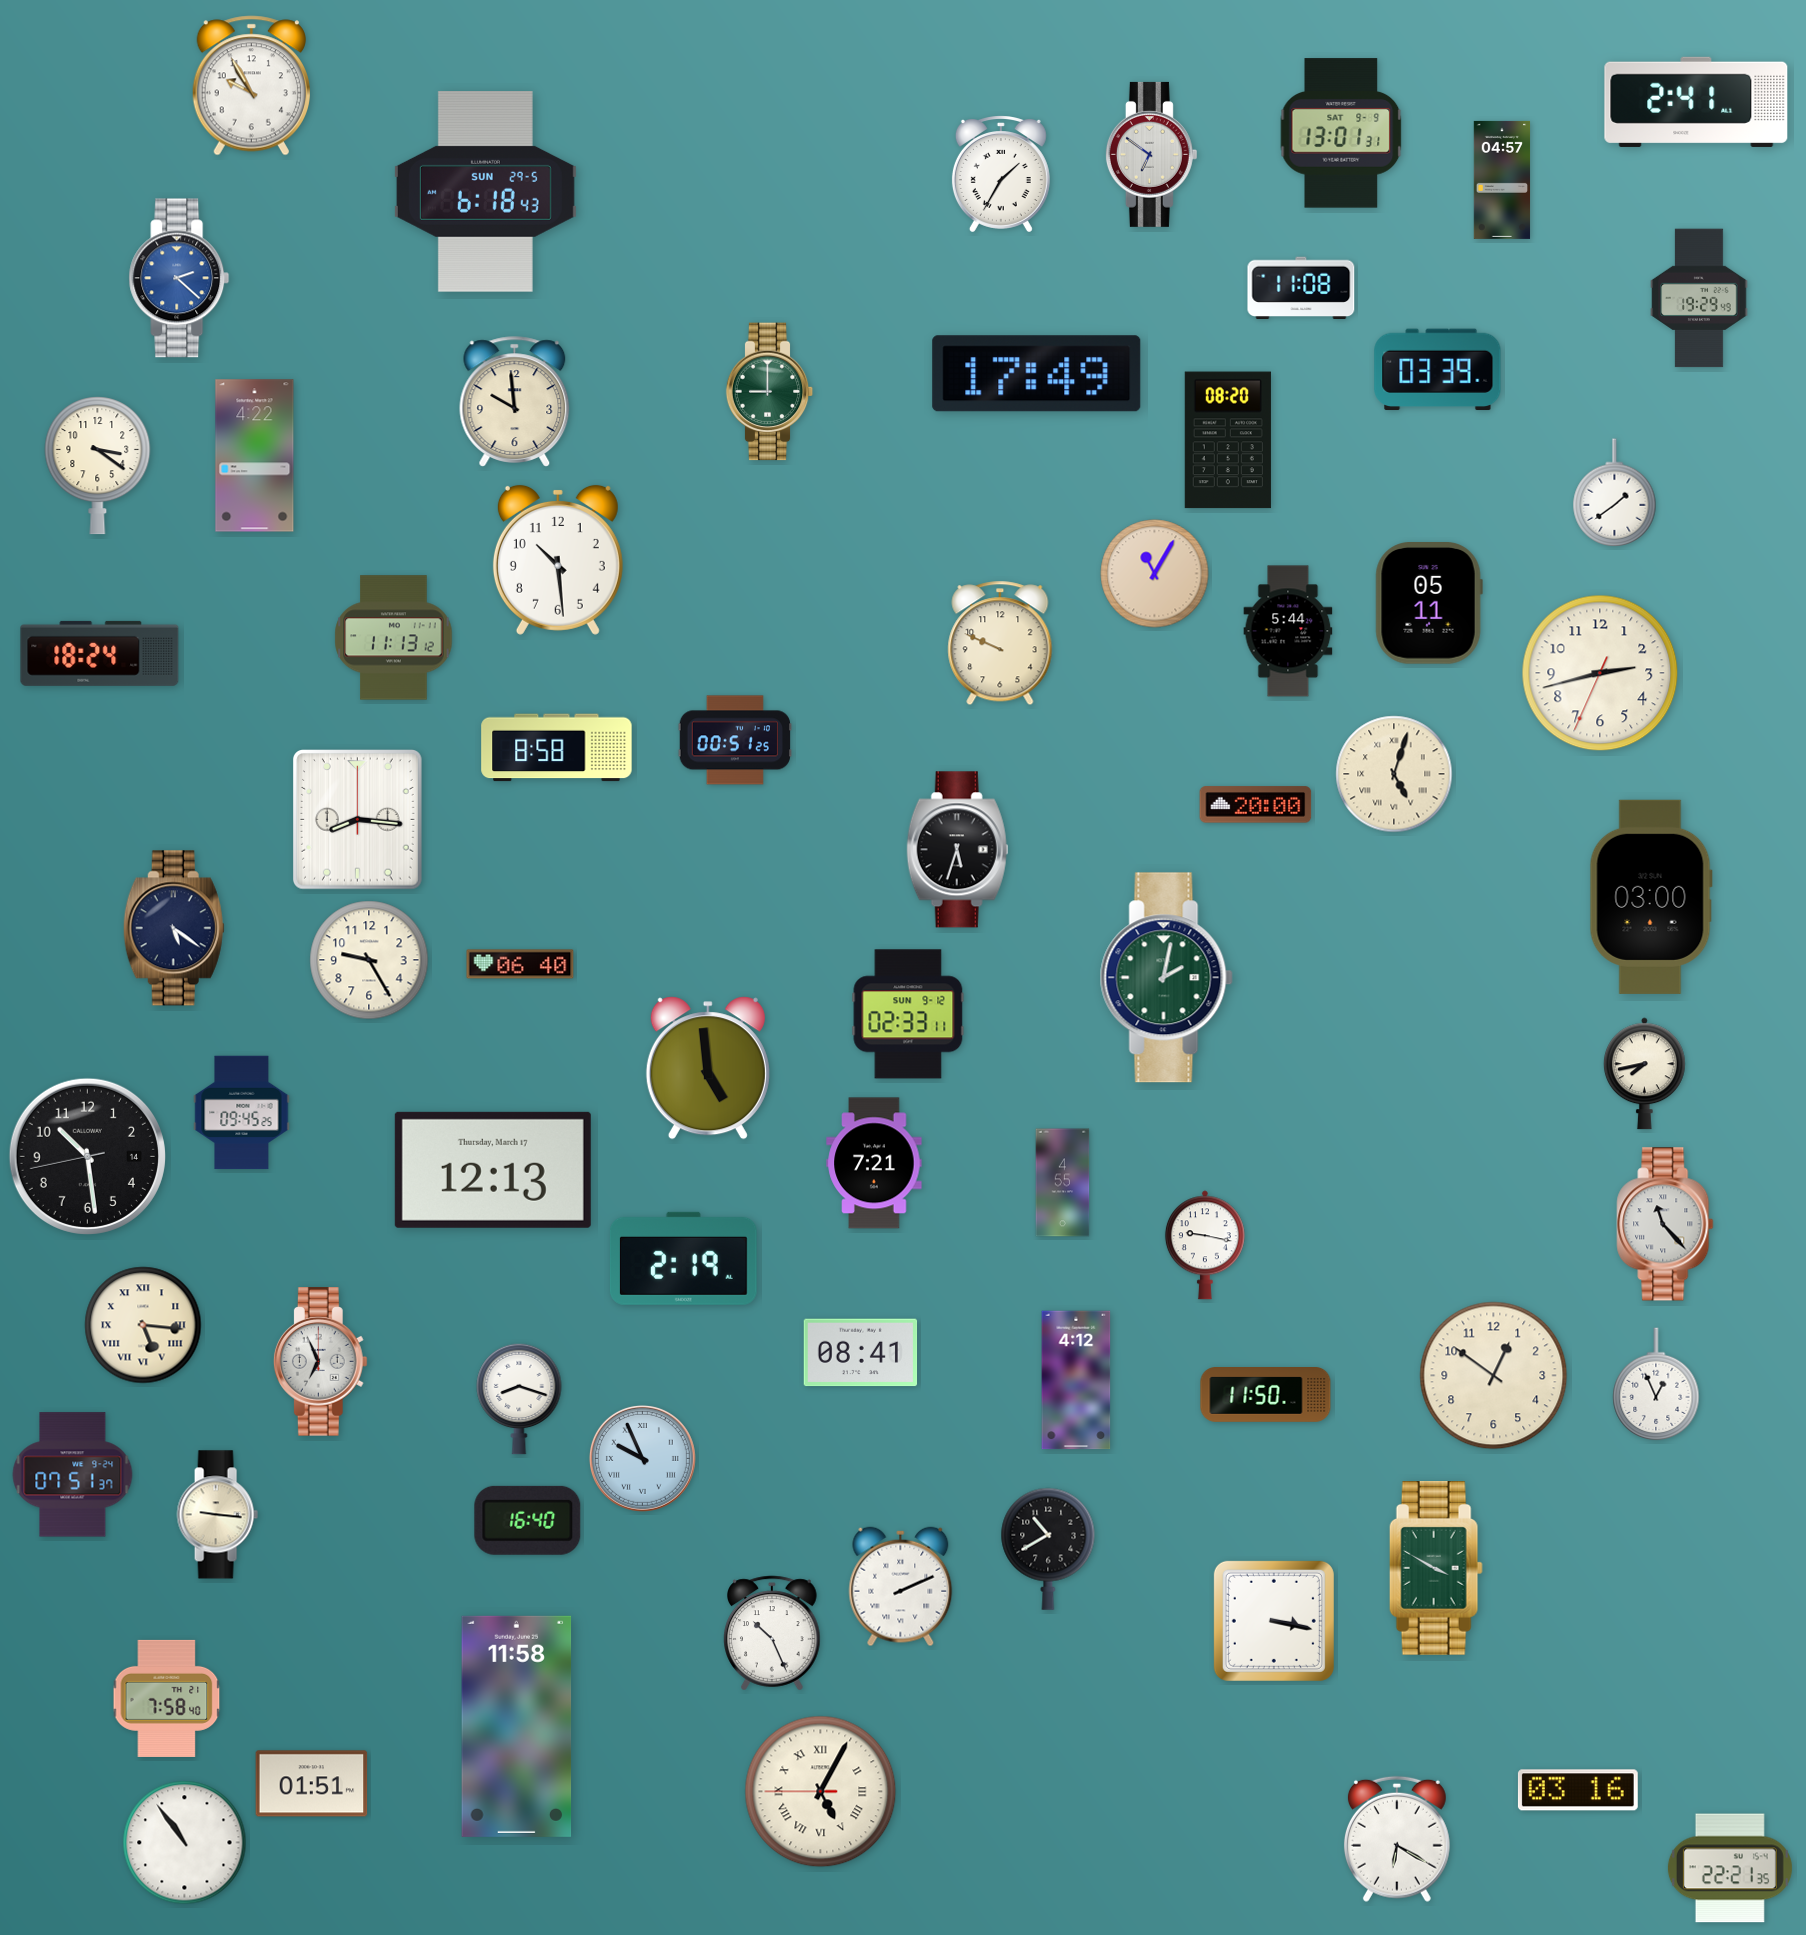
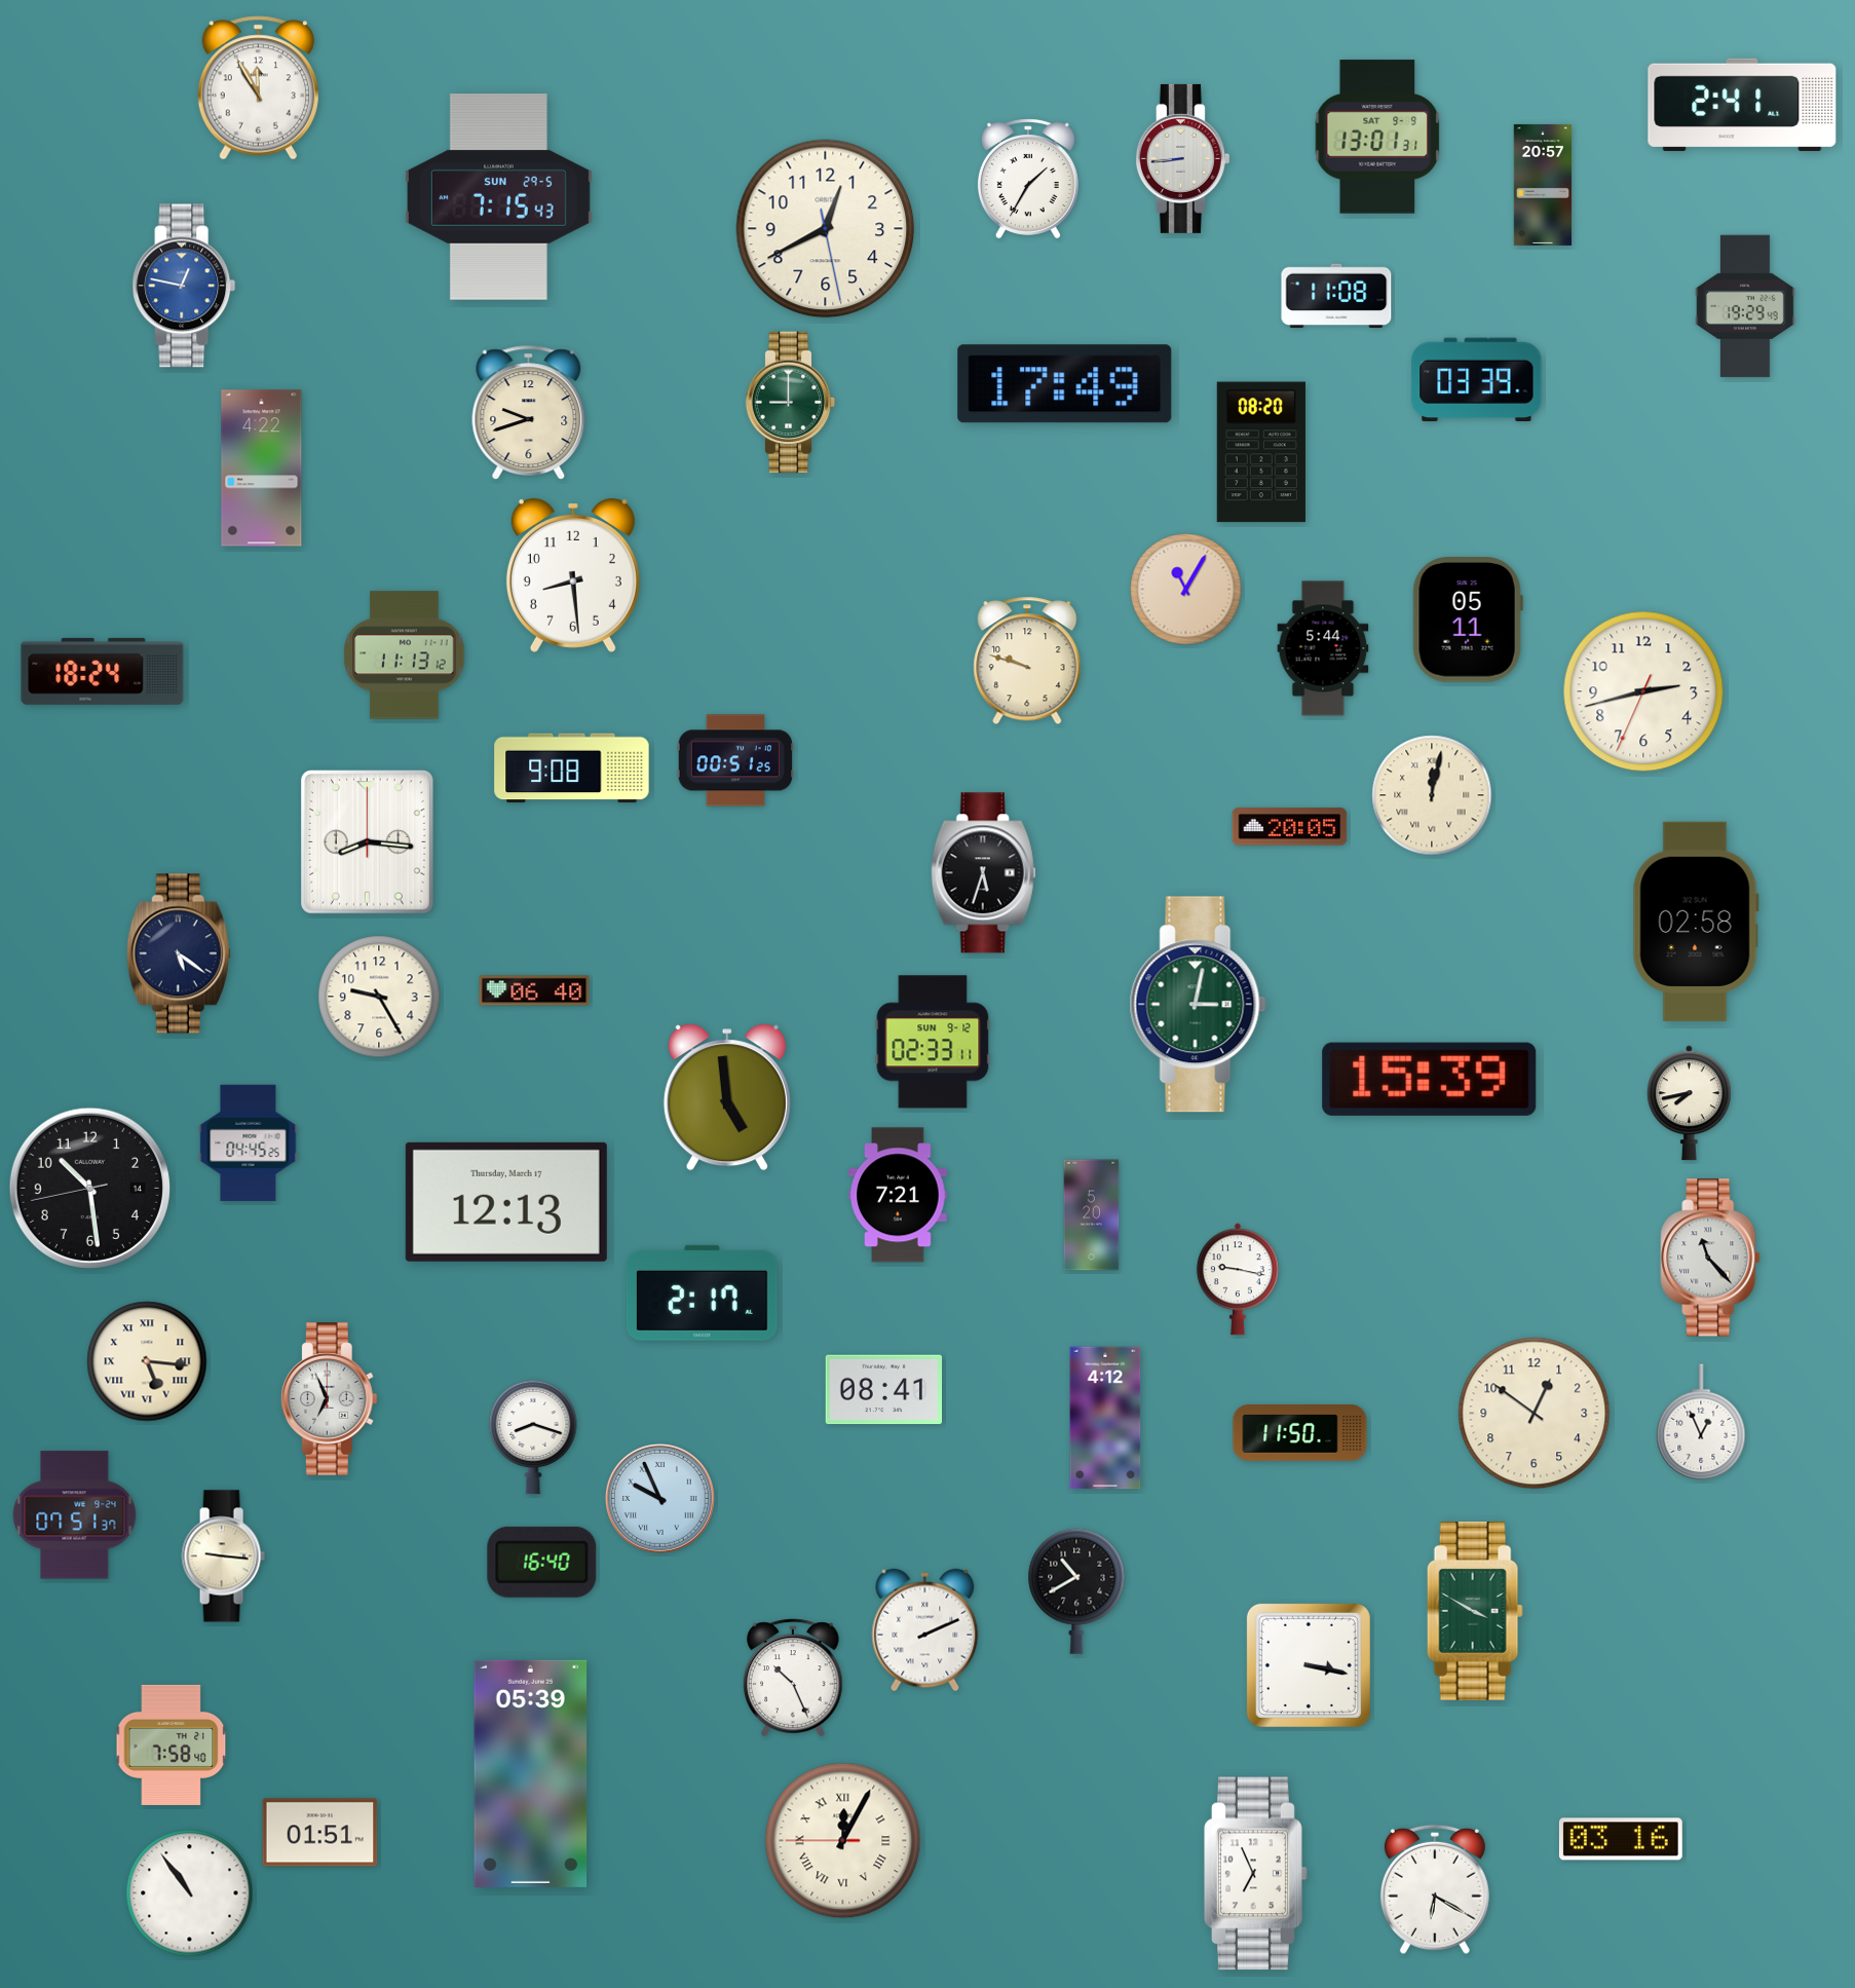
clock at (251, 86): 9:55 -> 11:55
clock at (1151, 154): 6:51 -> 8:44
clock at (1502, 180): 04:57 -> 20:57
clock at (485, 192): 6:18 -> 7:15
clock at (826, 229): none -> 12:40
clock at (179, 278): 2:22 -> 12:47
clock at (515, 402): 9:59 -> 9:42
clock at (98, 466): 3:21 -> none
clock at (1615, 493): 1:39 -> none
clock at (558, 560): 10:29 -> 8:29
clock at (1000, 643): 9:49 -> 9:48
clock at (734, 740) position: (734, 740) -> (734, 760)
clock at (557, 748): 8:58 -> 9:08
clock at (1394, 774): 5:03 -> 12:02
clock at (1256, 805): 20:00 -> 20:05
clock at (1651, 897): 03:00 -> 02:58
clock at (369, 960) position: (369, 960) -> (379, 997)
clock at (1166, 978): 2:02 -> 3:02
clock at (1430, 1079): none -> 15:39
clock at (242, 1113): 09:45 -> 04:45
clock at (1063, 1183): 4:55 -> 5:20
clock at (683, 1258): 2:19 -> 2:17
clock at (517, 1726): 11:58 -> 05:39
clock at (821, 1792): 5:04 -> 12:04
clock at (1256, 1874): none -> 6:56
clock at (1730, 1868): 22:21 -> none
